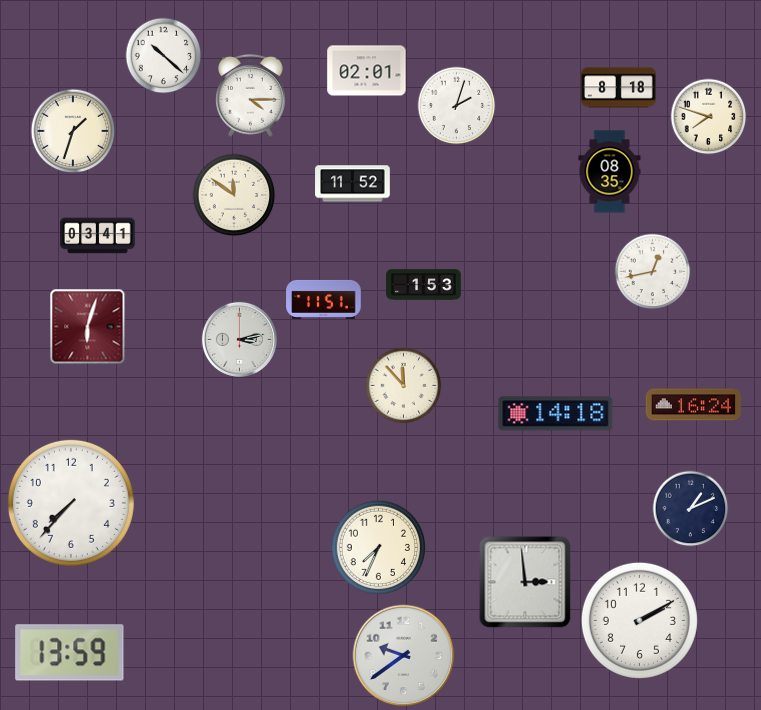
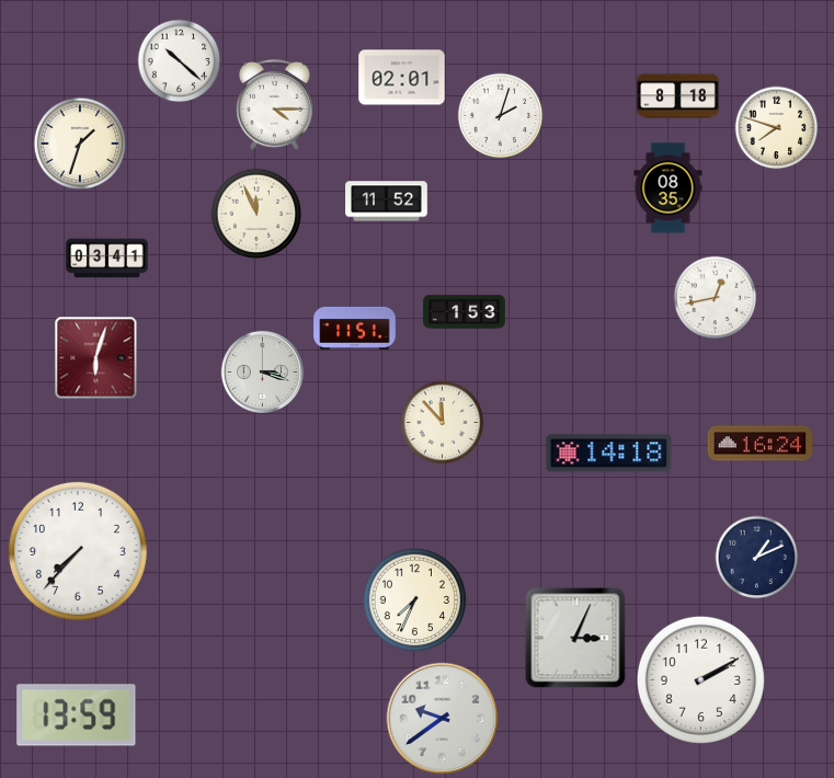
clock at (234, 195): 11:51 -> 11:56
clock at (239, 339): 3:13 -> 3:18
clock at (525, 582): 2:59 -> 3:04
